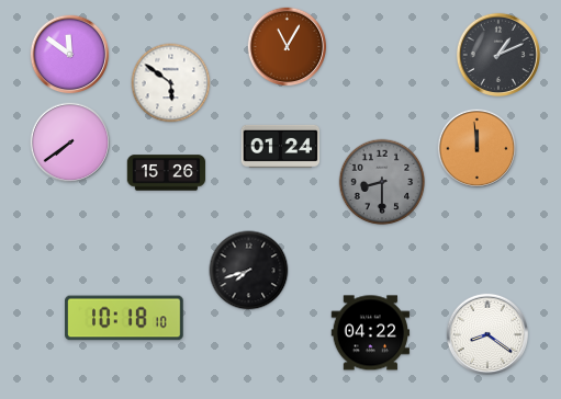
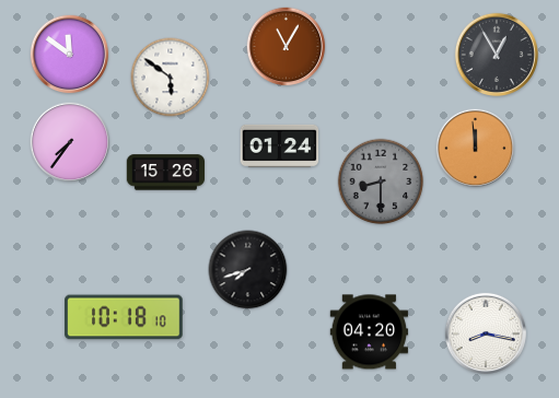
clock at (498, 55): 1:11 -> 12:55
clock at (171, 83) position: (171, 83) -> (171, 78)
clock at (70, 142): 7:39 -> 7:36
clock at (371, 333): 04:22 -> 04:20
clock at (486, 333): 8:21 -> 8:17
